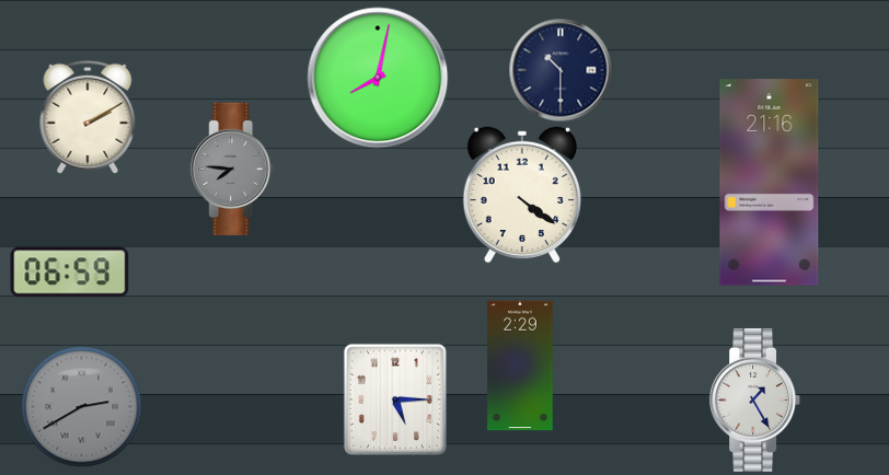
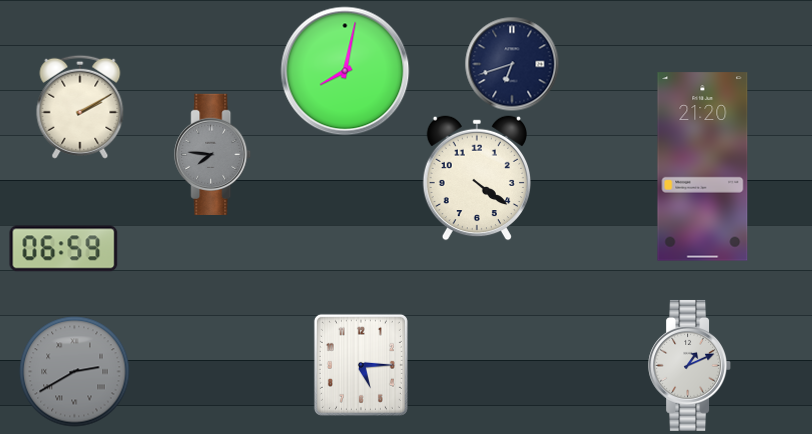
clock at (561, 70): 10:30 -> 6:42
clock at (770, 183): 21:16 -> 21:20
clock at (520, 366): 2:29 -> none
clock at (755, 399): 1:25 -> 1:11
